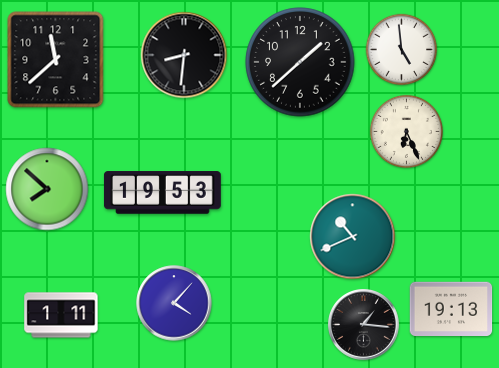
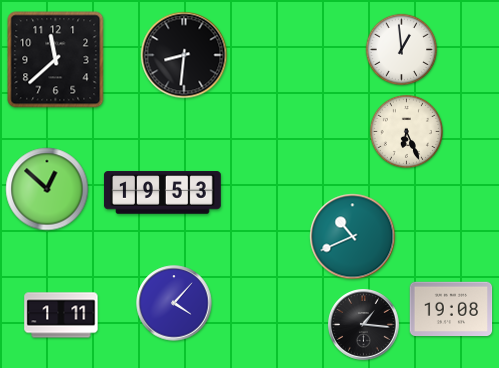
clock at (402, 50): 4:59 -> 12:59
clock at (300, 62): 1:38 -> none
clock at (47, 189): 7:52 -> 12:52
clock at (451, 309): 19:13 -> 19:08
